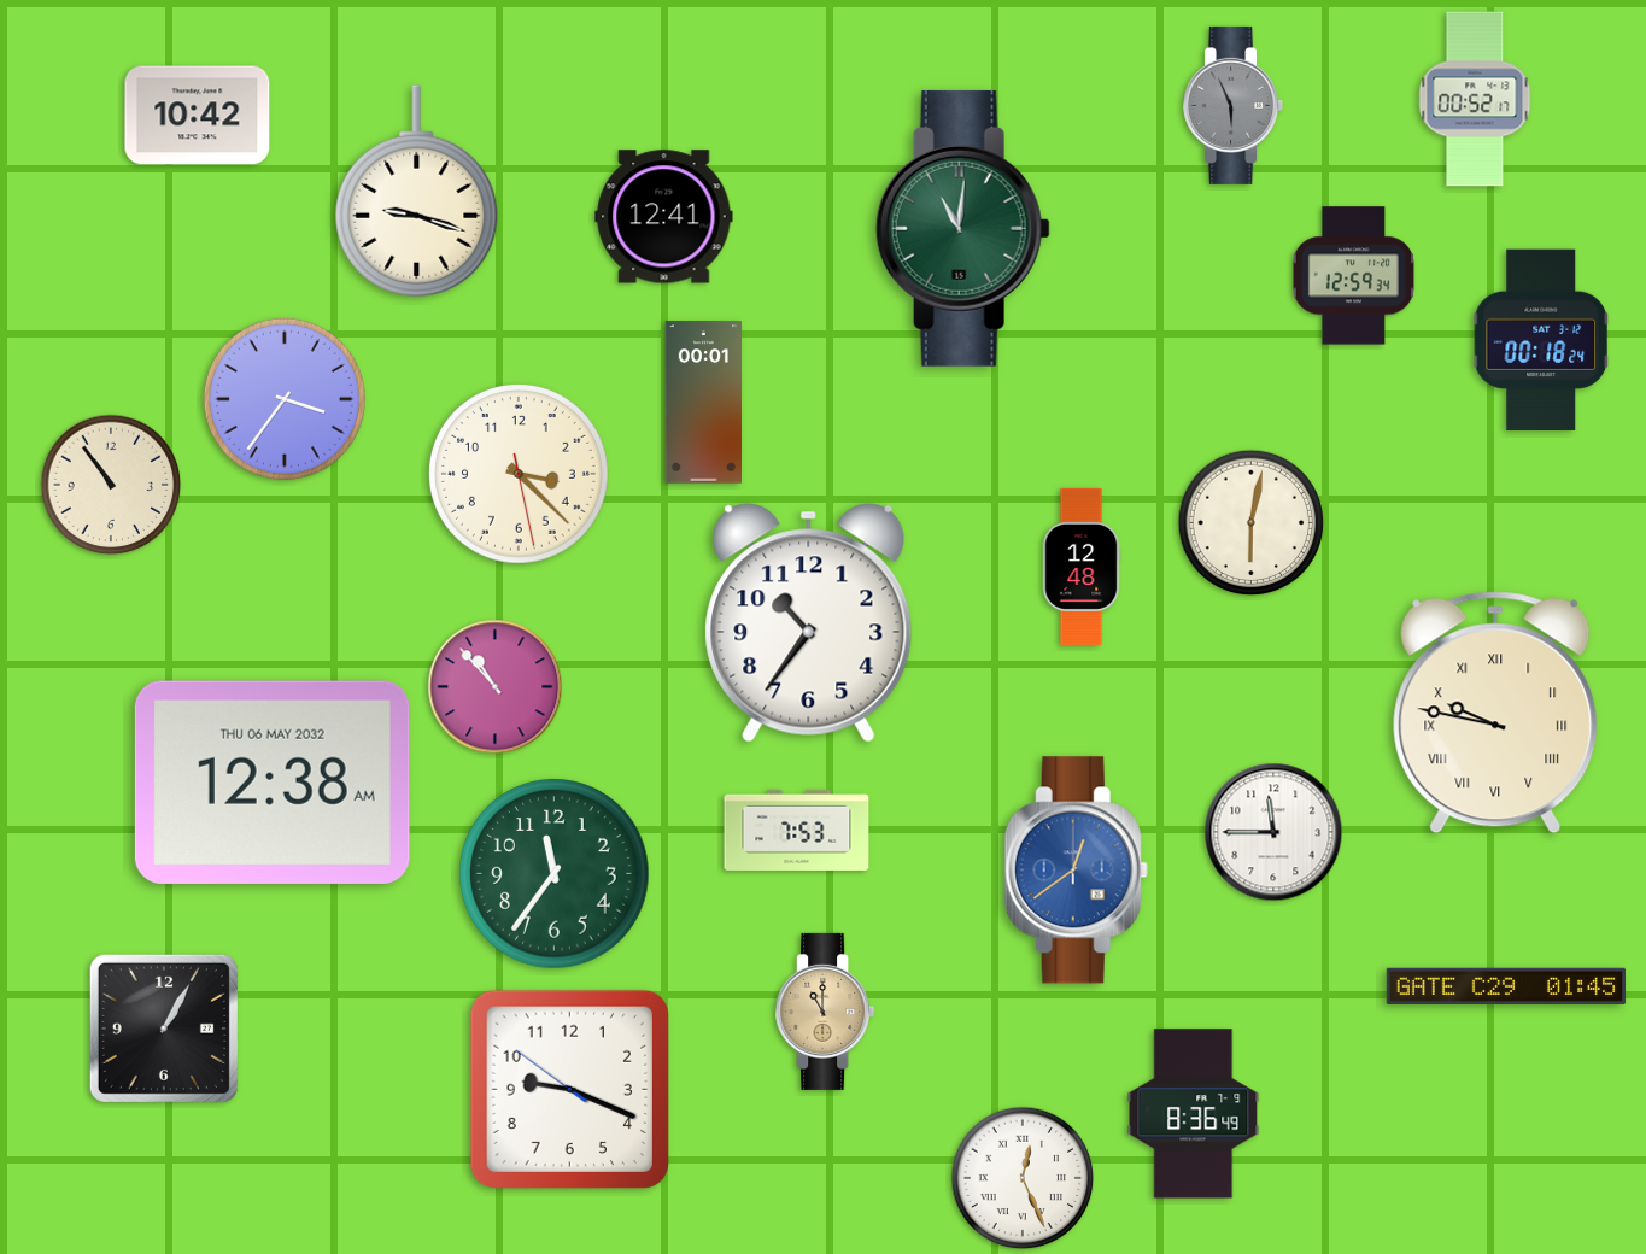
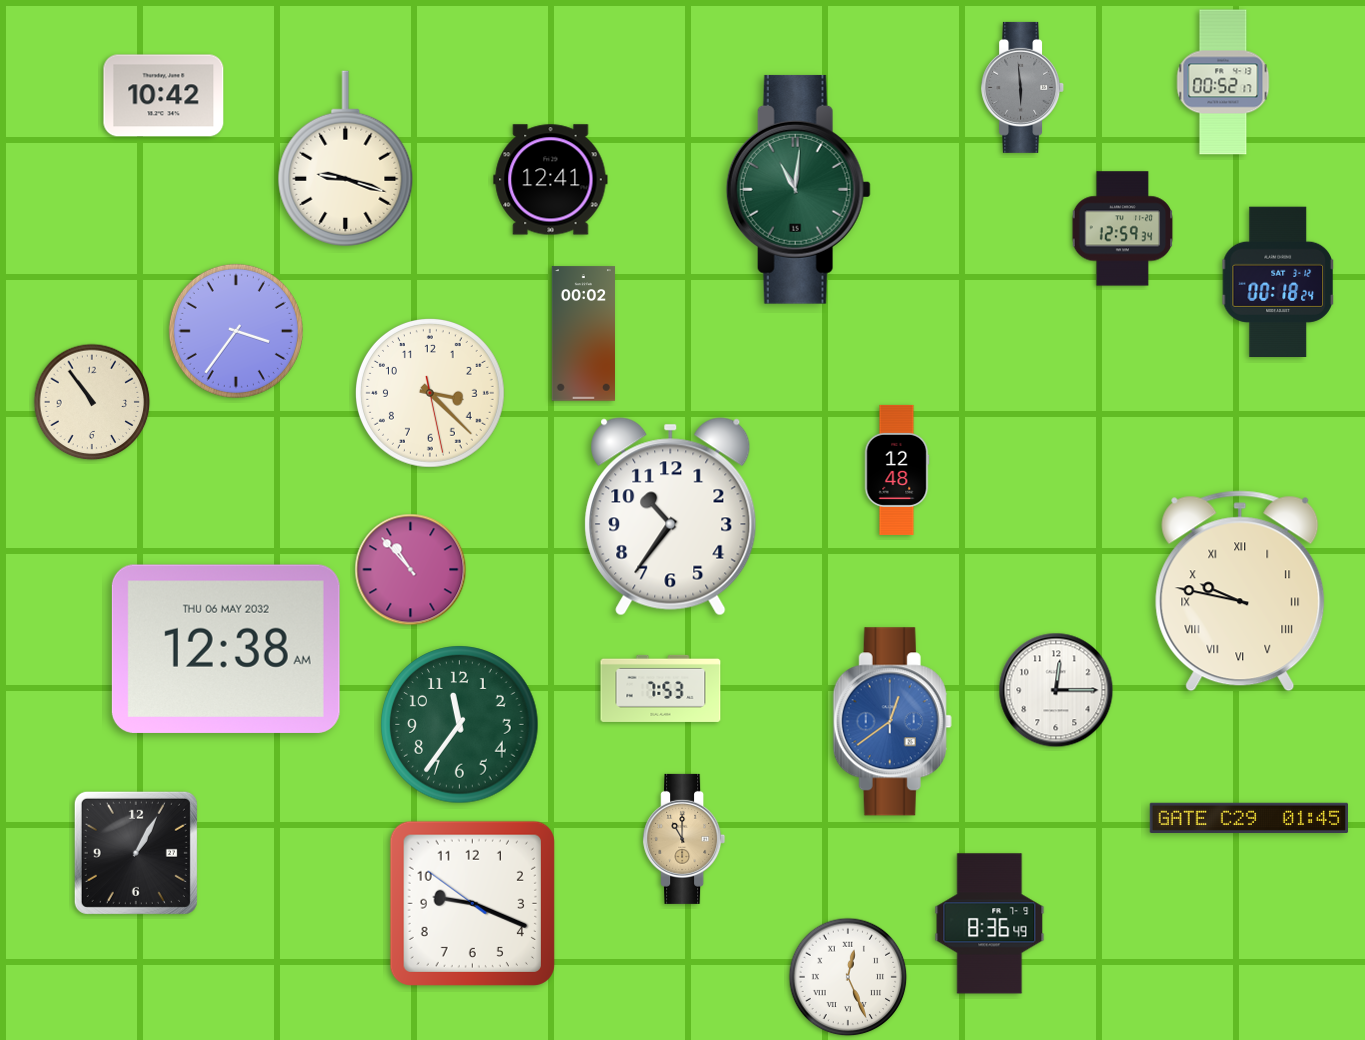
clock at (1234, 105): 5:56 -> 5:59
clock at (703, 403): 00:01 -> 00:02
clock at (1252, 523): 6:02 -> none
clock at (1273, 832): 11:45 -> 12:15
